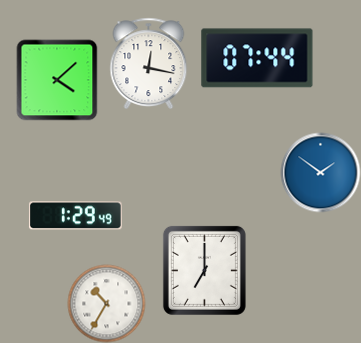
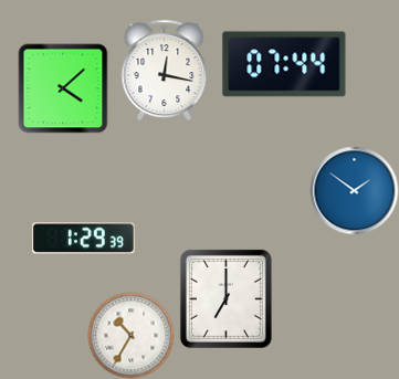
clock at (75, 216): 1:29:49 -> 1:29:39
clock at (106, 303) position: (106, 303) -> (130, 335)
